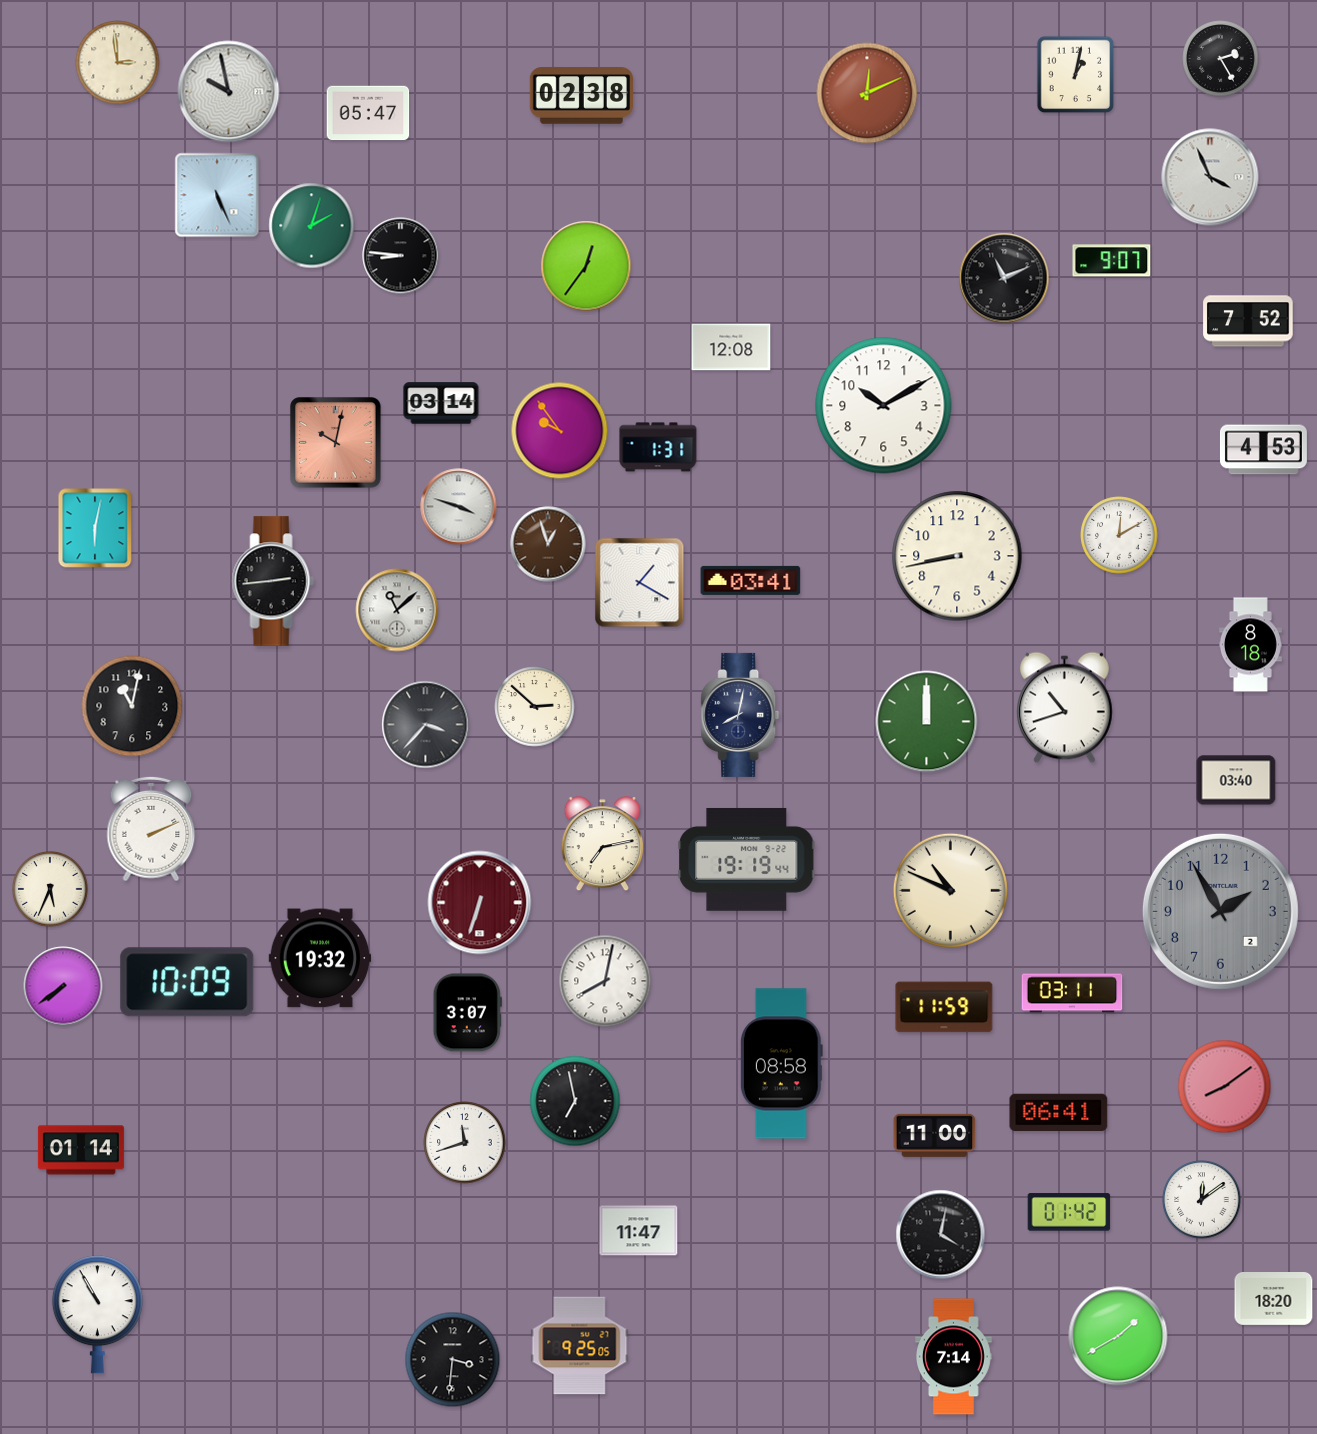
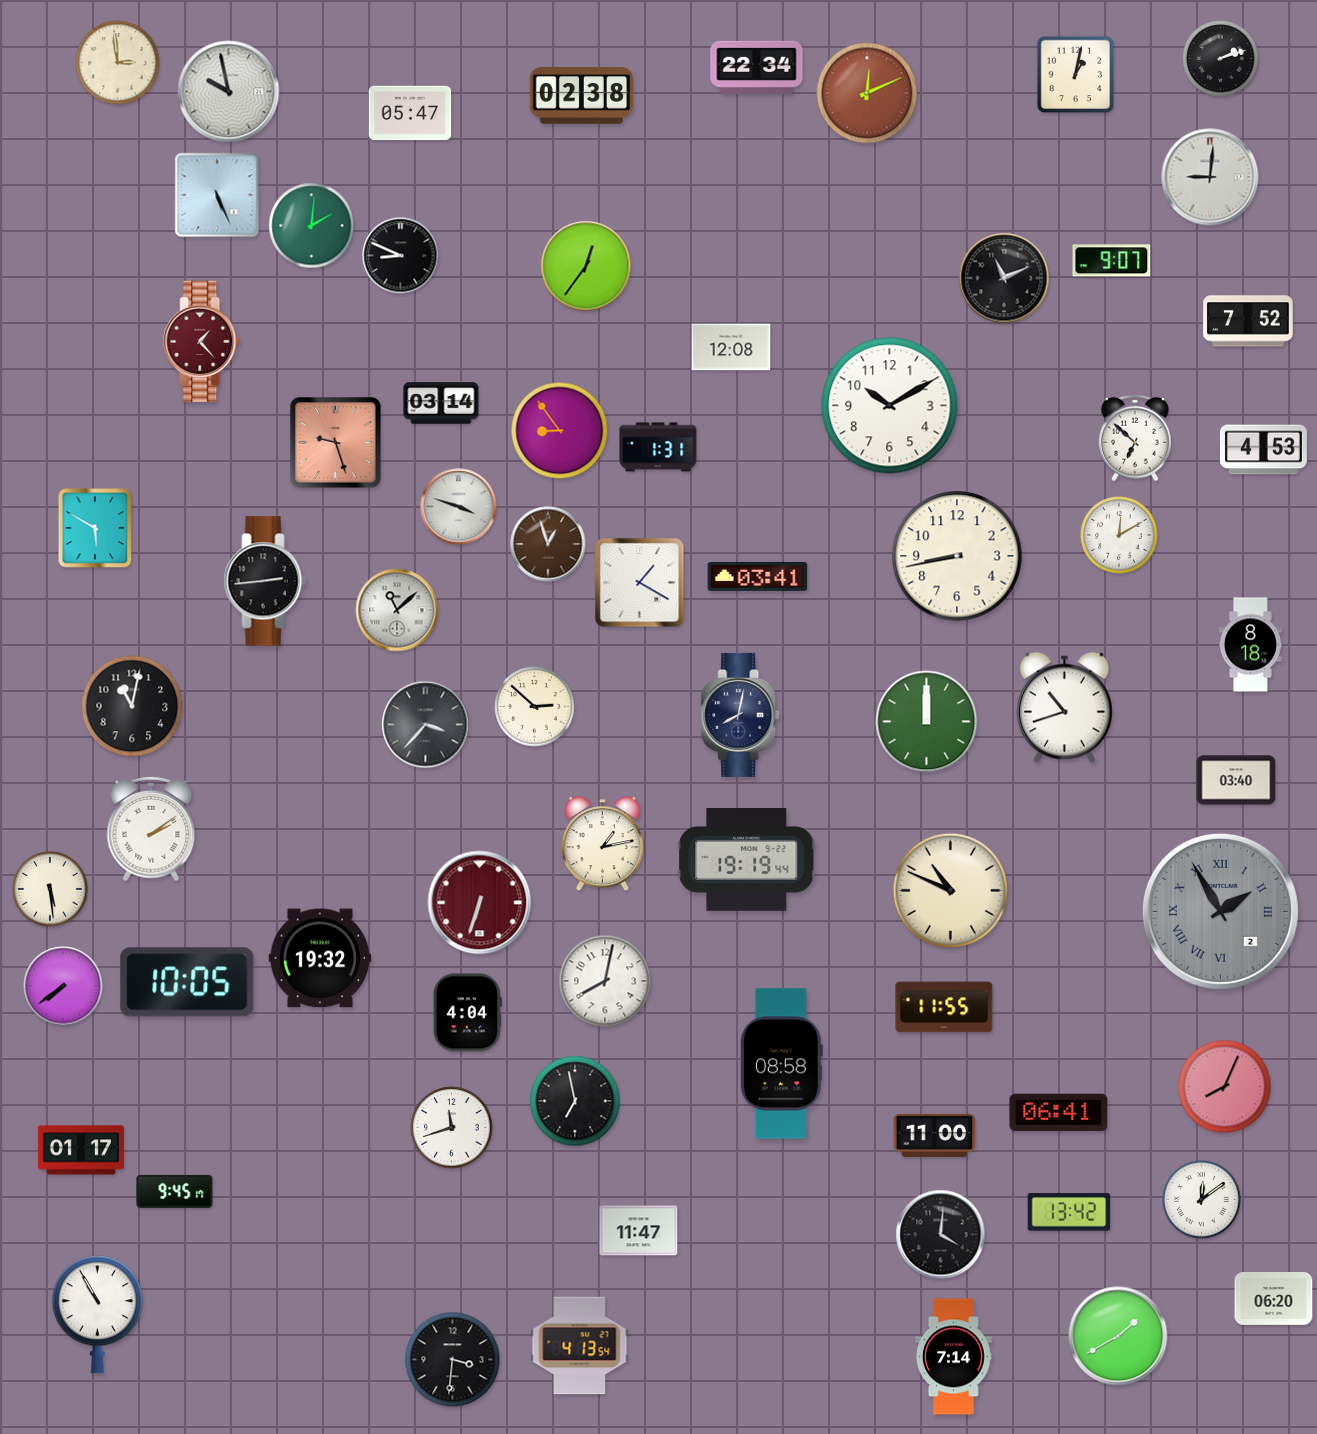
clock at (1221, 59): 2:25 -> 2:12
clock at (757, 67): none -> 22:34
clock at (368, 113) position: (368, 113) -> (410, 113)
clock at (1210, 177): 3:56 -> 9:01
clock at (312, 226): 2:03 -> 2:01
clock at (401, 256): 8:46 -> 8:49
clock at (202, 342): none -> 1:23
clock at (884, 406) position: (884, 406) -> (890, 406)
clock at (560, 431): 9:54 -> 8:54
clock at (1135, 438): none -> 6:52
clock at (336, 443): 10:02 -> 9:27
clock at (95, 528): 6:02 -> 5:50
clock at (751, 580) position: (751, 580) -> (758, 576)
clock at (273, 581) position: (273, 581) -> (265, 581)
clock at (151, 829): 2:11 -> 2:09
clock at (602, 844): 7:13 -> 1:13
clock at (50, 889): 5:34 -> 5:29
clock at (1220, 911) numerals: Arabic -> Roman
clock at (187, 982): 10:09 -> 10:05
clock at (1072, 993): 03:11 -> none
clock at (944, 1007): 11:59 -> 11:55
clock at (467, 1013): 3:07 -> 4:04
clock at (1225, 1087): 8:09 -> 8:04
clock at (465, 1143) position: (465, 1143) -> (452, 1128)
clock at (81, 1150): 01:14 -> 01:17
clock at (175, 1191): none -> 9:45
clock at (1069, 1212): 01:42 -> 13:42
clock at (941, 1235): 4:02 -> 4:01
clock at (1274, 1299): 18:20 -> 06:20
clock at (580, 1346): 9:25 -> 4:13
